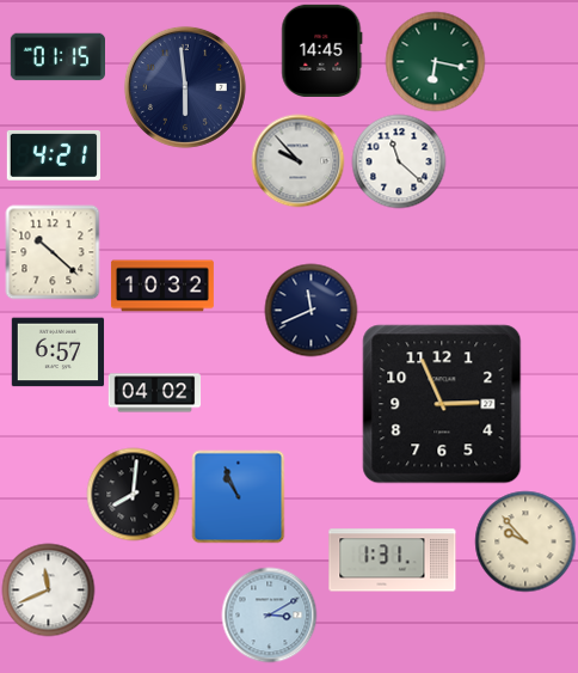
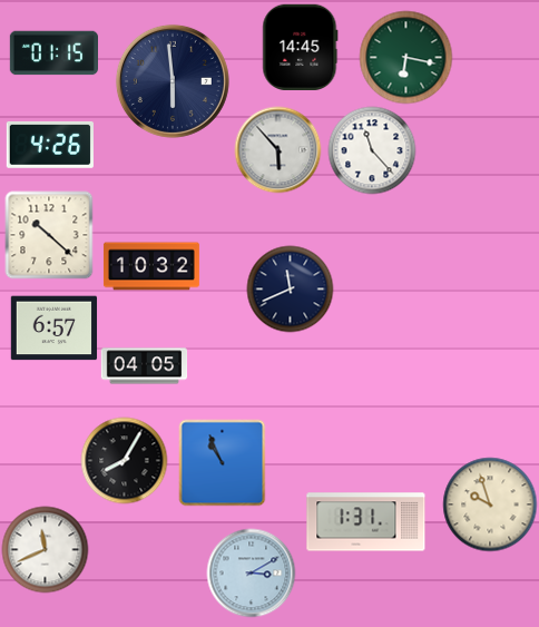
clock at (54, 157): 4:21 -> 4:26
clock at (297, 160): 9:53 -> 5:53
clock at (399, 161): 11:22 -> 11:23
clock at (154, 393): 04:02 -> 04:05
clock at (442, 404): 2:56 -> none
clock at (133, 494): 8:01 -> 8:05
clock at (525, 542): 9:53 -> 9:57
